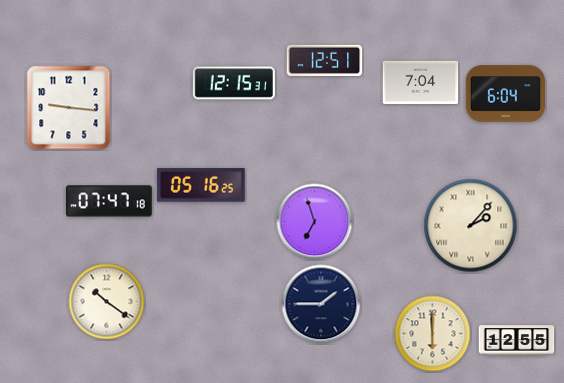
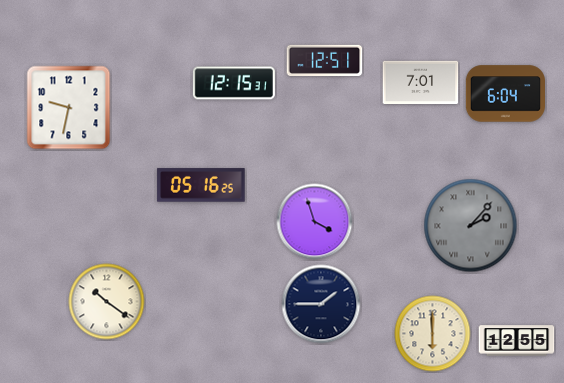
clock at (421, 82): 7:04 -> 7:01
clock at (69, 108): 9:16 -> 9:32
clock at (109, 201): 07:47 -> none
clock at (315, 222): 6:57 -> 3:57
clock at (471, 226) dial: cream -> grey
